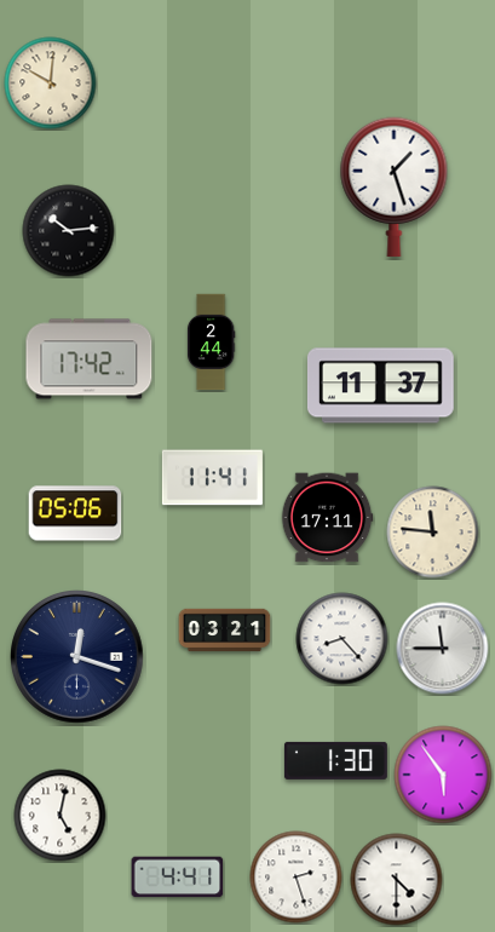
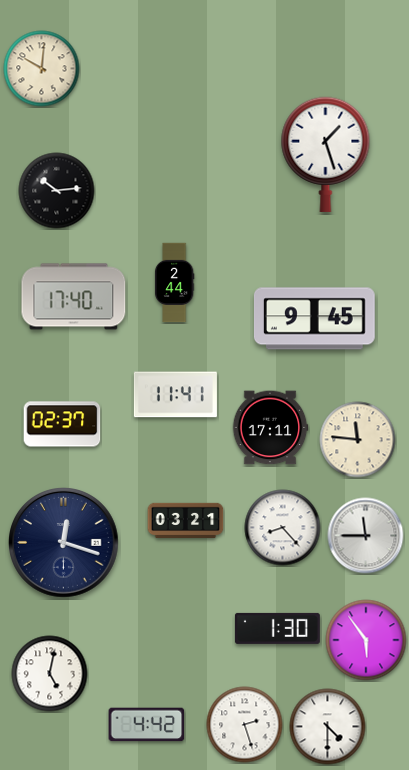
clock at (90, 359): 17:42 -> 17:40
clock at (380, 386): 11:37 -> 9:45
clock at (75, 513): 05:06 -> 02:37
clock at (178, 878): 4:41 -> 4:42
